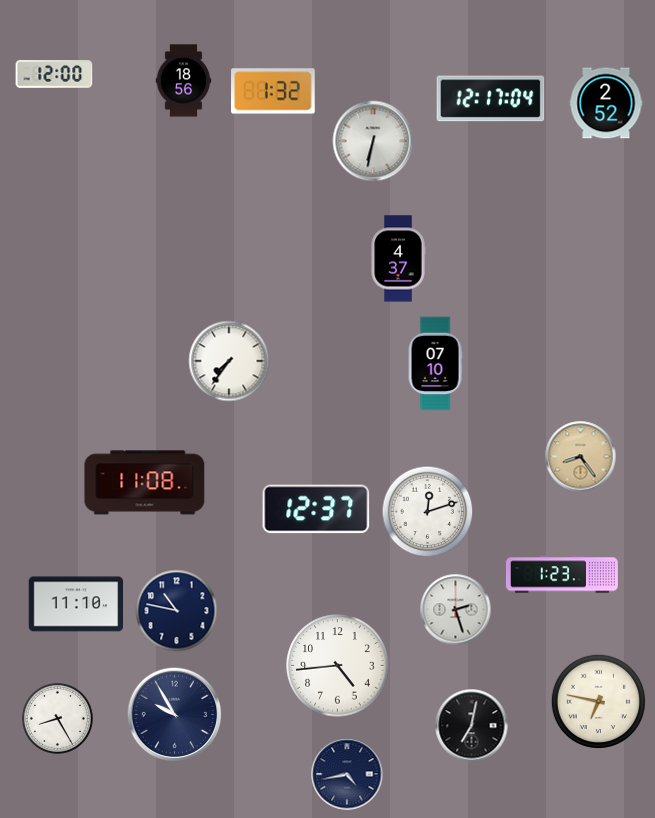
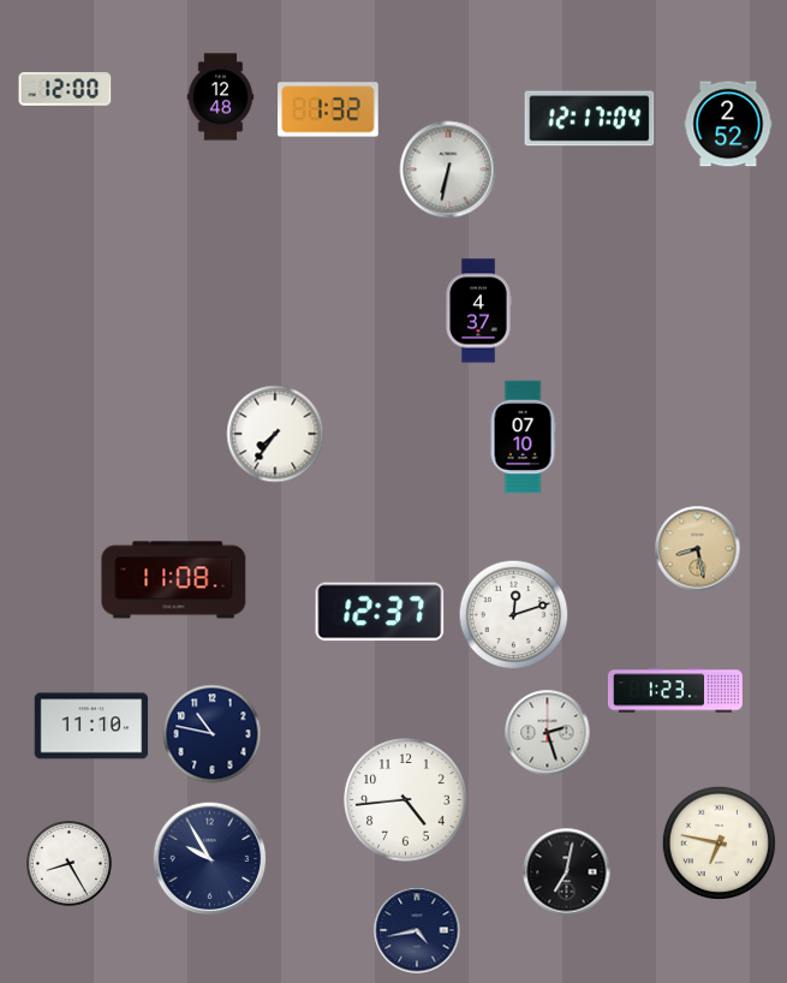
clock at (184, 81): 18:56 -> 12:48
clock at (581, 457): 8:24 -> 8:28
